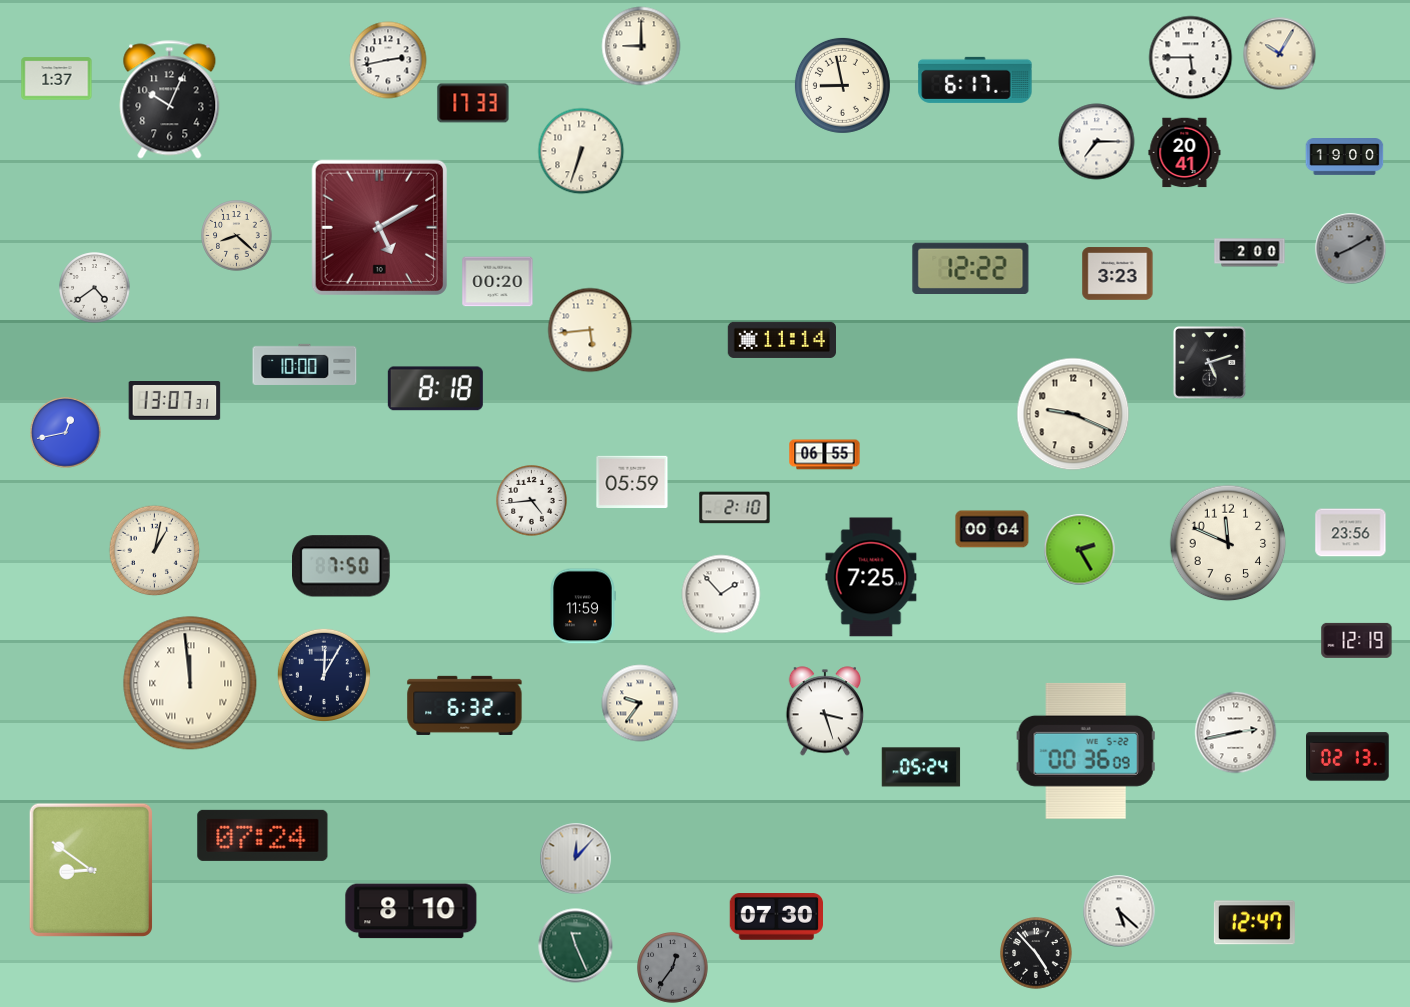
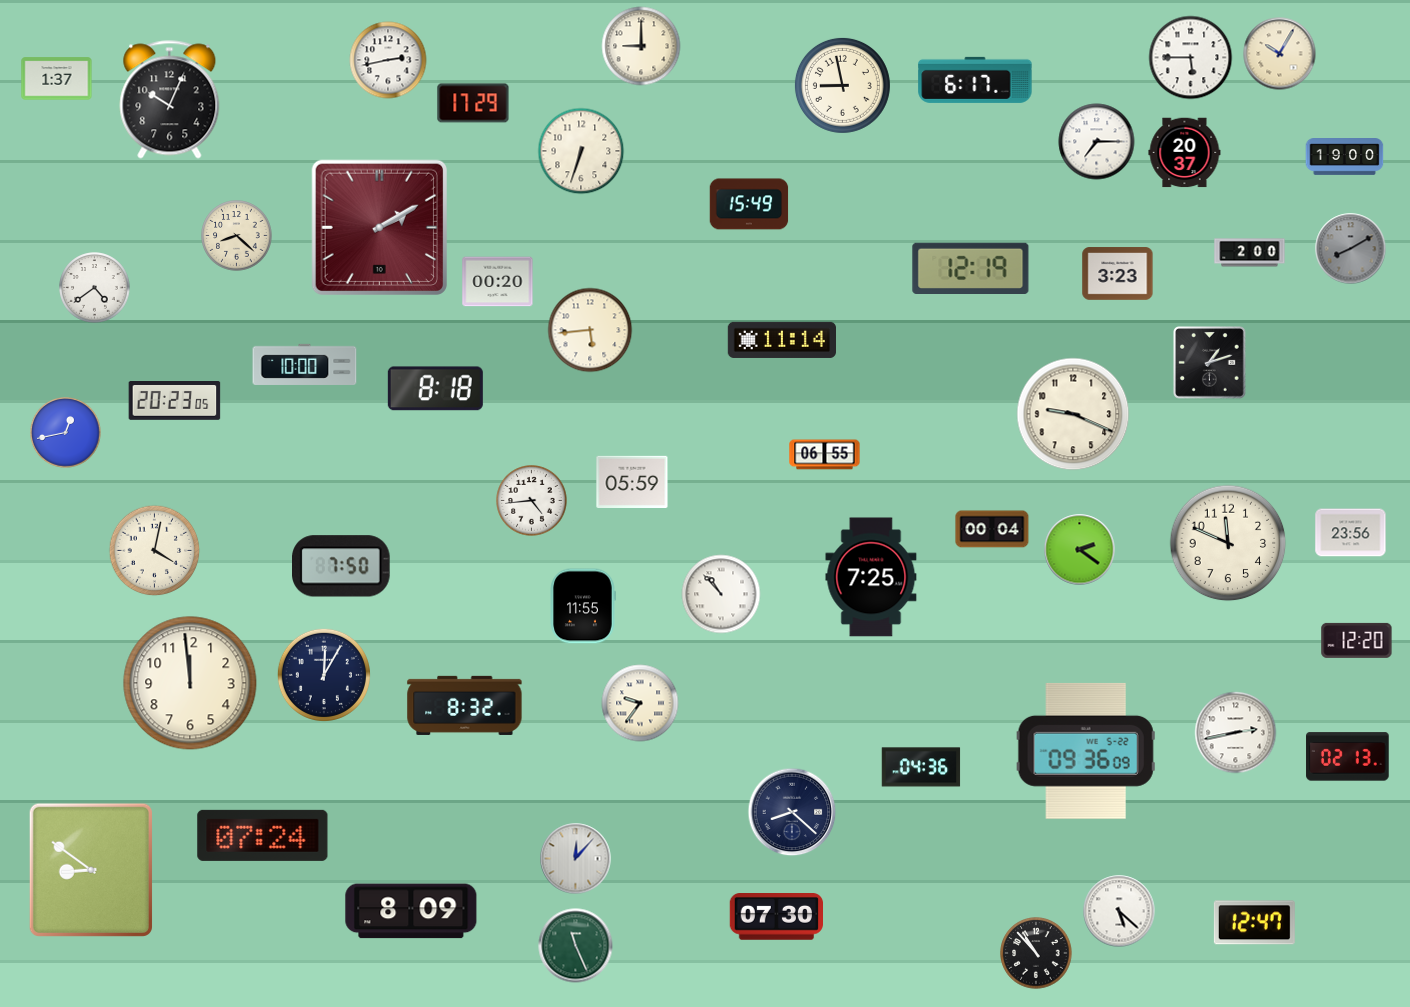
clock at (473, 103): 17:33 -> 17:29
clock at (1185, 153): 20:41 -> 20:37
clock at (749, 204): none -> 15:49
clock at (379, 227): 5:10 -> 2:10
clock at (971, 268): 12:22 -> 12:19
clock at (1210, 363): 5:12 -> 1:12
clock at (175, 401): 13:07 -> 20:23
clock at (735, 508): 2:10 -> none
clock at (1080, 550): 2:25 -> 2:21
clock at (155, 551): 1:02 -> 4:02
clock at (721, 594): 1:53 -> 10:53
clock at (583, 606): 11:59 -> 11:55
clock at (1357, 640): 12:19 -> 12:20
clock at (190, 683) numerals: Roman -> Arabic
clock at (465, 705): 6:32 -> 8:32
clock at (824, 711): 3:27 -> none
clock at (1086, 751): 00:36 -> 09:36
clock at (921, 767): 05:24 -> 04:36
clock at (792, 812): none -> 8:22
clock at (411, 911): 8:10 -> 8:09
clock at (1036, 953): 4:53 -> 10:53
clock at (673, 968): 12:36 -> none
